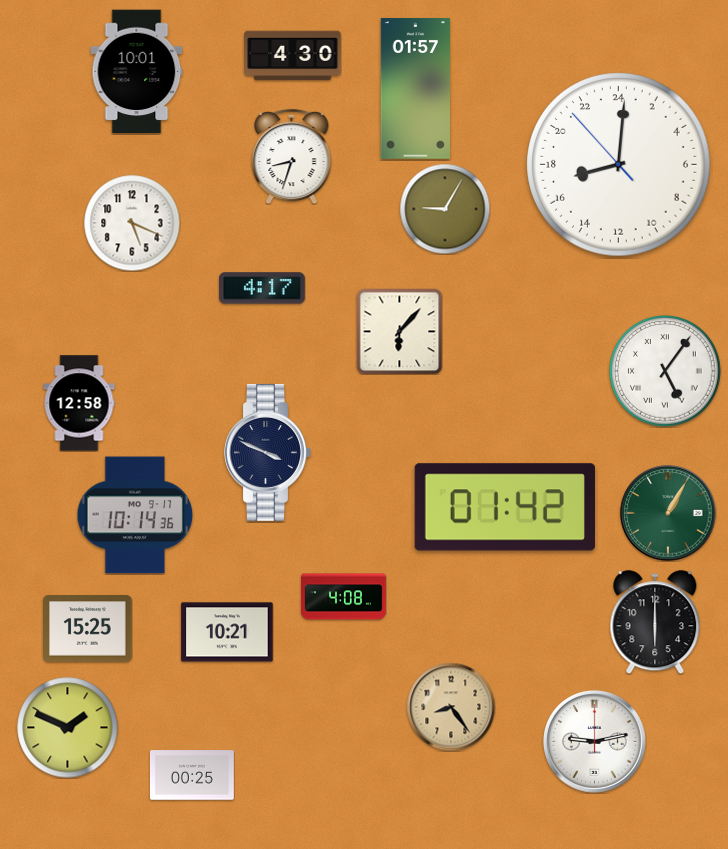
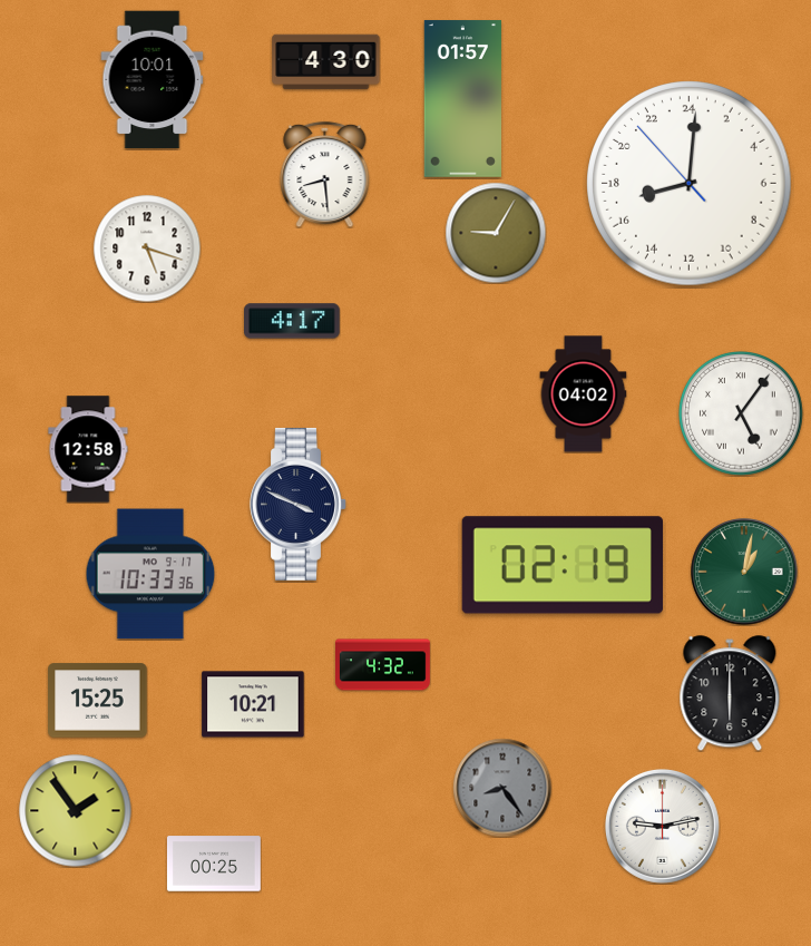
clock at (292, 156): 8:33 -> 8:29
clock at (132, 223): 5:19 -> 5:18
clock at (399, 331): 6:07 -> none
clock at (584, 394): none -> 04:02
clock at (505, 507): 01:42 -> 02:19
clock at (668, 513): 1:05 -> 1:02
clock at (135, 515): 10:14 -> 10:33
clock at (344, 597): 4:08 -> 4:32
clock at (451, 707) dial: champagne -> grey
clock at (68, 728): 1:49 -> 1:54
